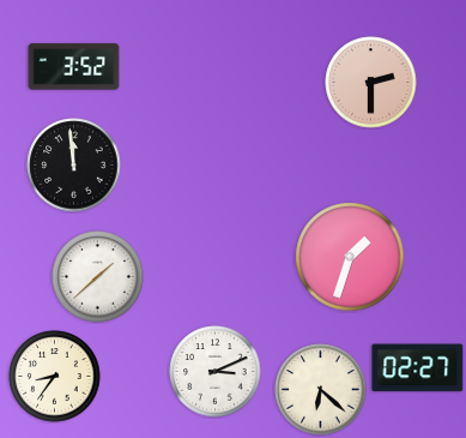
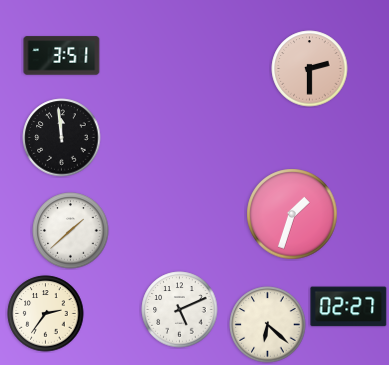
clock at (74, 67): 3:52 -> 3:51
clock at (98, 277) position: (98, 277) -> (71, 231)
clock at (216, 372): 3:11 -> 5:11
clock at (55, 377): 8:36 -> 2:36
